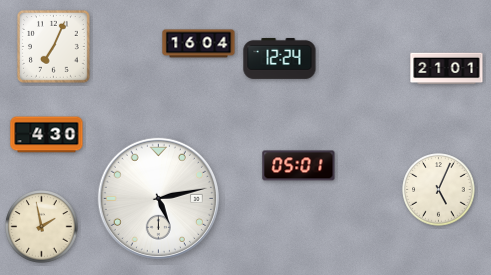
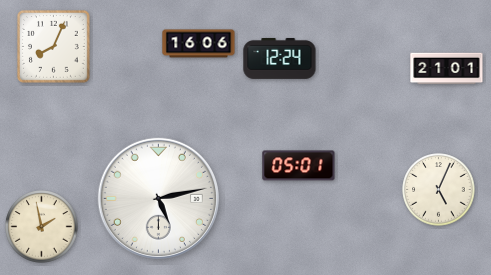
clock at (199, 44): 16:04 -> 16:06
clock at (53, 46): 7:04 -> 8:04
clock at (47, 135): 4:30 -> none
